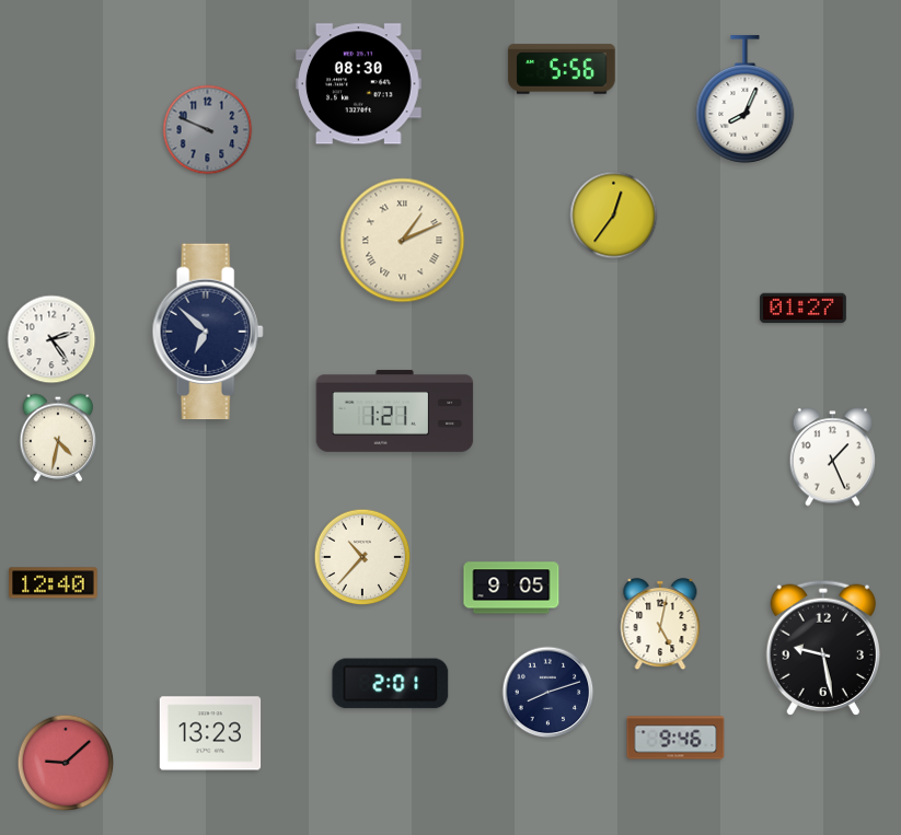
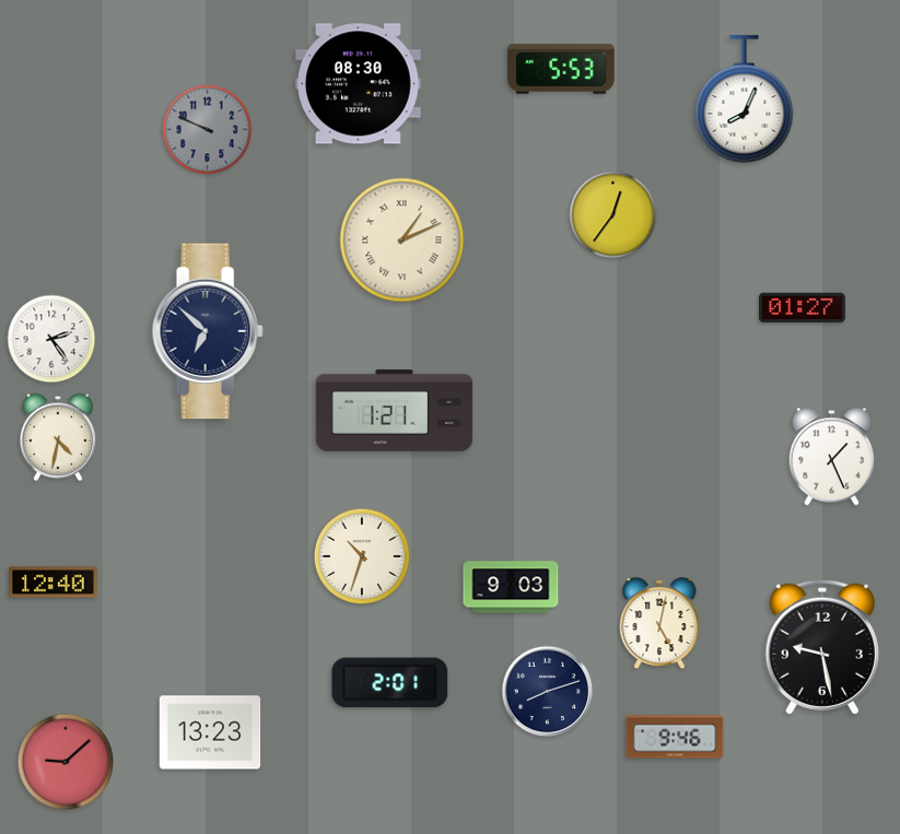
clock at (562, 69): 5:56 -> 5:53
clock at (362, 557): 10:37 -> 10:33
clock at (511, 588): 9:05 -> 9:03
